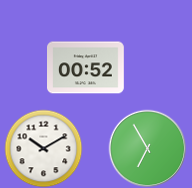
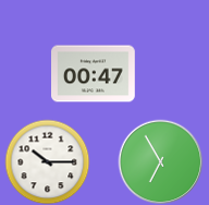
clock at (86, 68): 00:52 -> 00:47
clock at (43, 148): 10:10 -> 10:15
